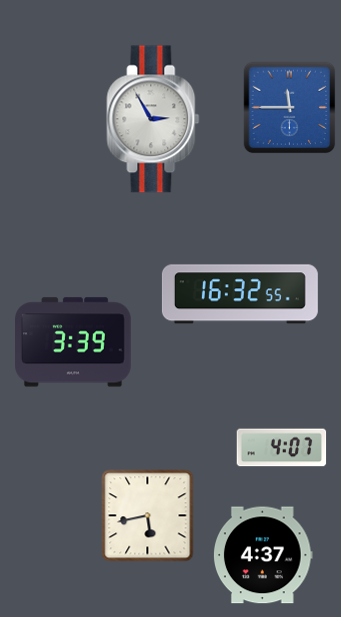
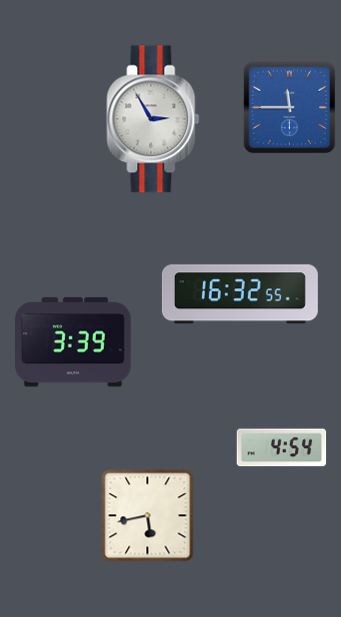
clock at (282, 448): 4:07 -> 4:54
clock at (263, 555): 4:37 -> none
